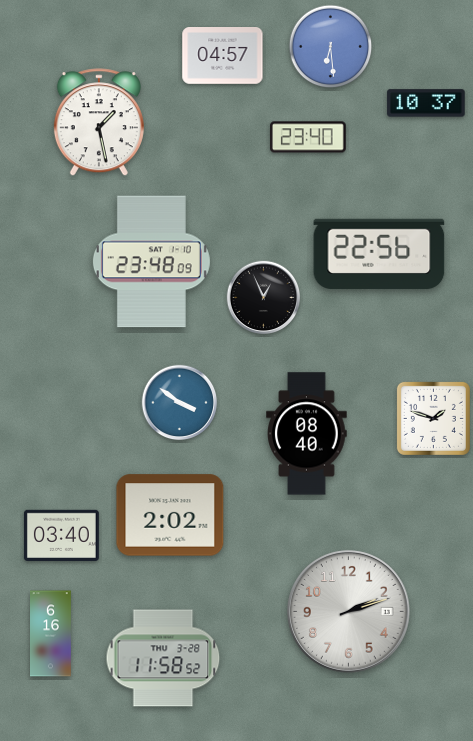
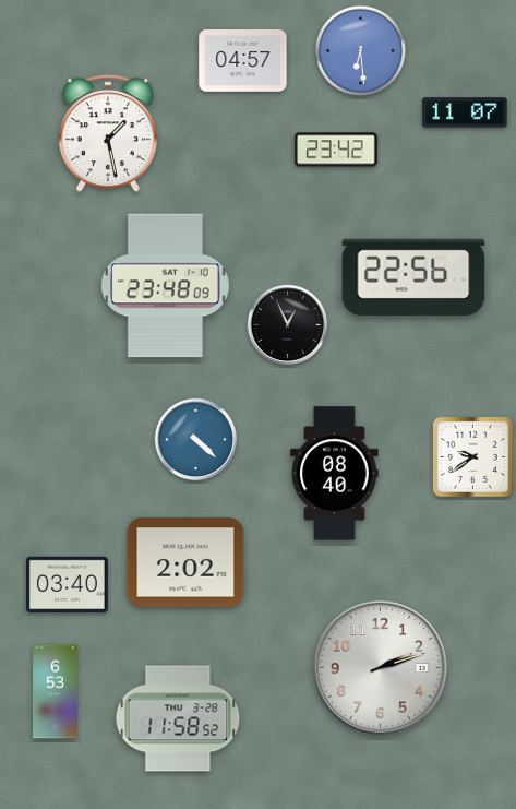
clock at (426, 103): 10:37 -> 11:07
clock at (309, 137): 23:40 -> 23:42
clock at (180, 403): 3:51 -> 4:22
clock at (433, 418): 1:48 -> 9:39
clock at (51, 634): 6:16 -> 6:53
